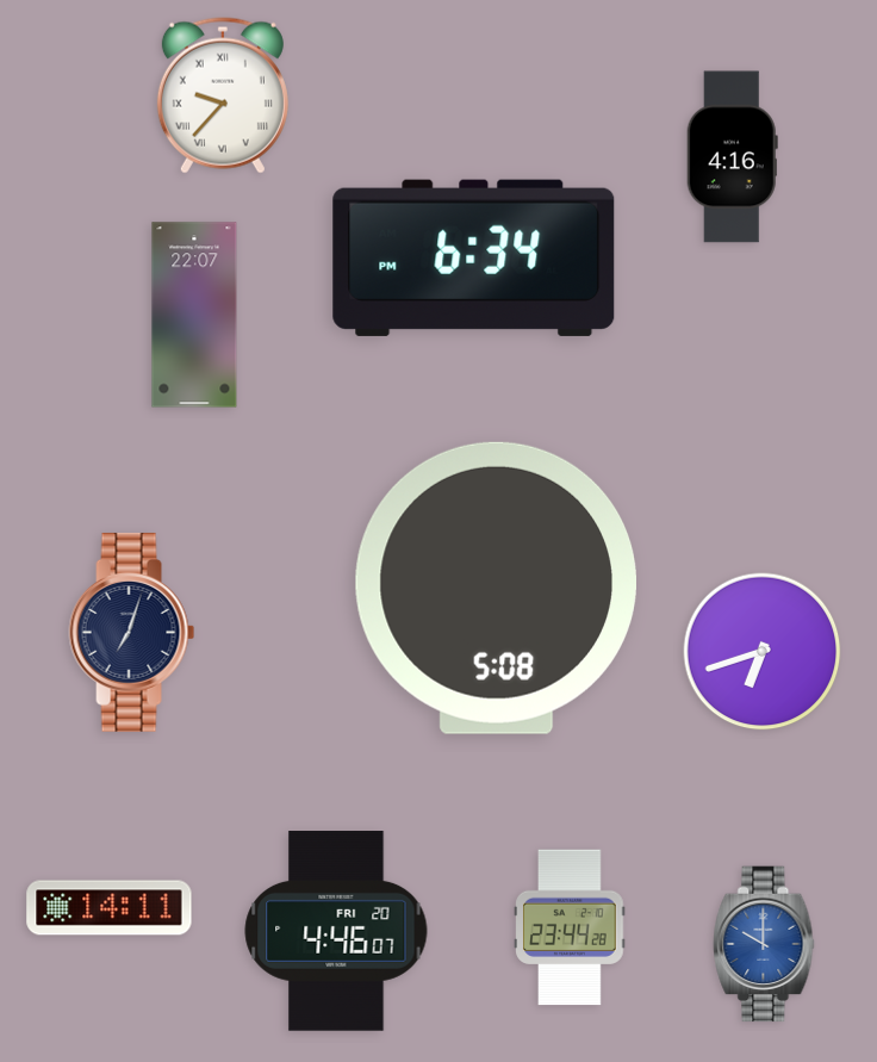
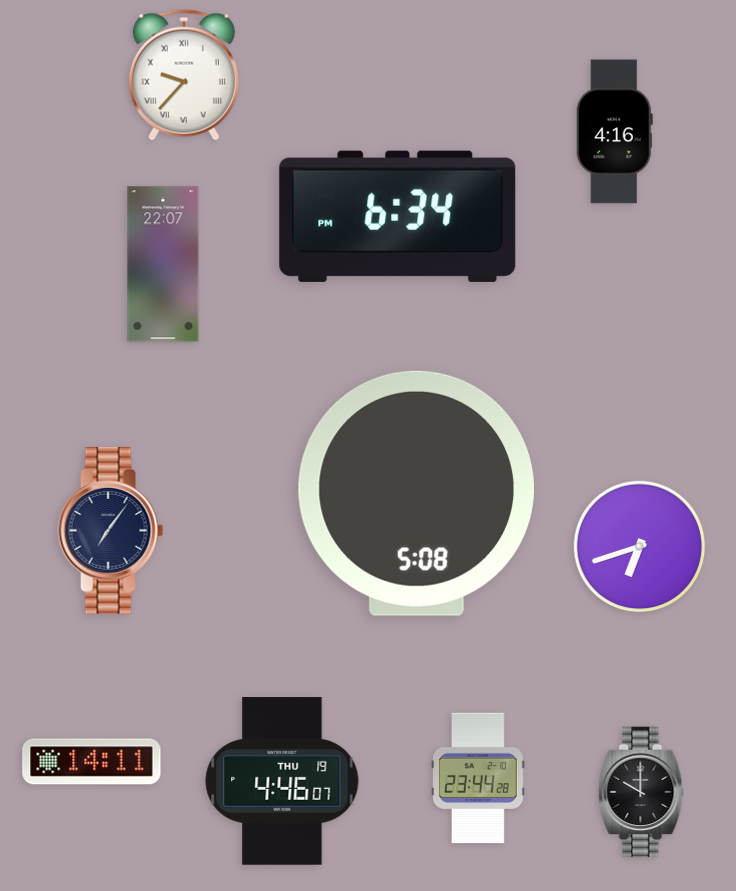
clock at (223, 95) position: (223, 95) -> (184, 75)
clock at (132, 632): 7:03 -> 7:06
clock at (336, 931) date: FRI 20 -> THU 19
clock at (764, 944) dial: blue -> black
